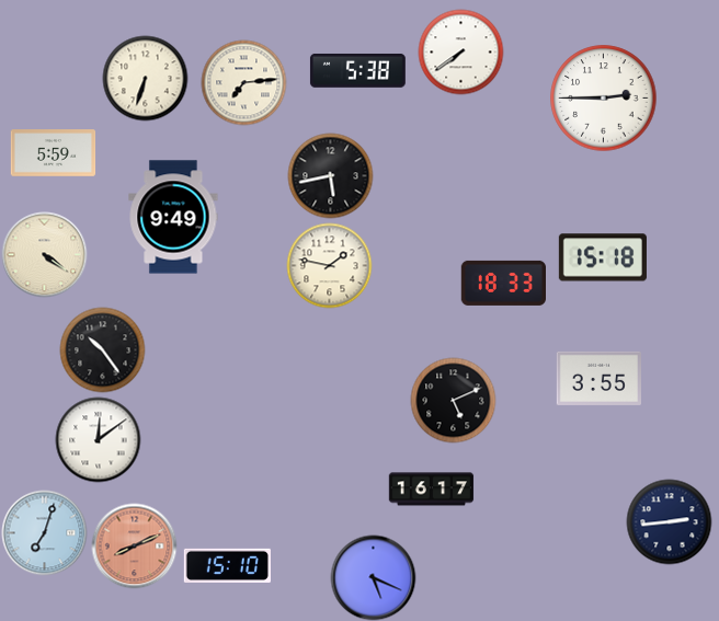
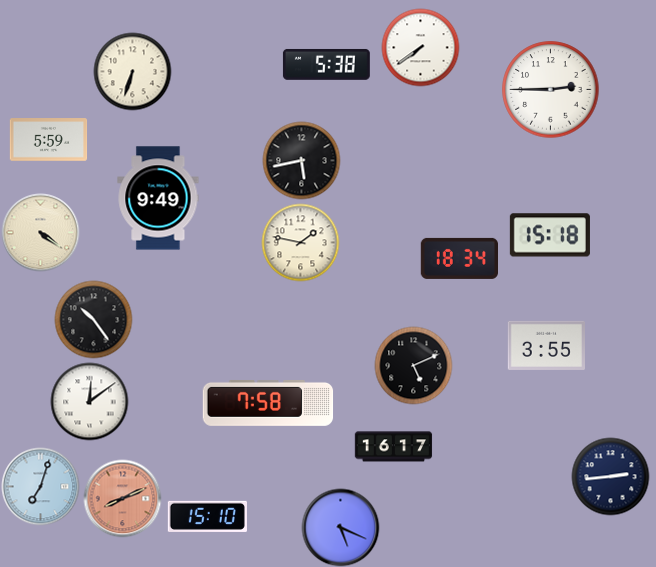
clock at (243, 82): 7:14 -> none
clock at (503, 283): 18:33 -> 18:34
clock at (268, 403): none -> 7:58
